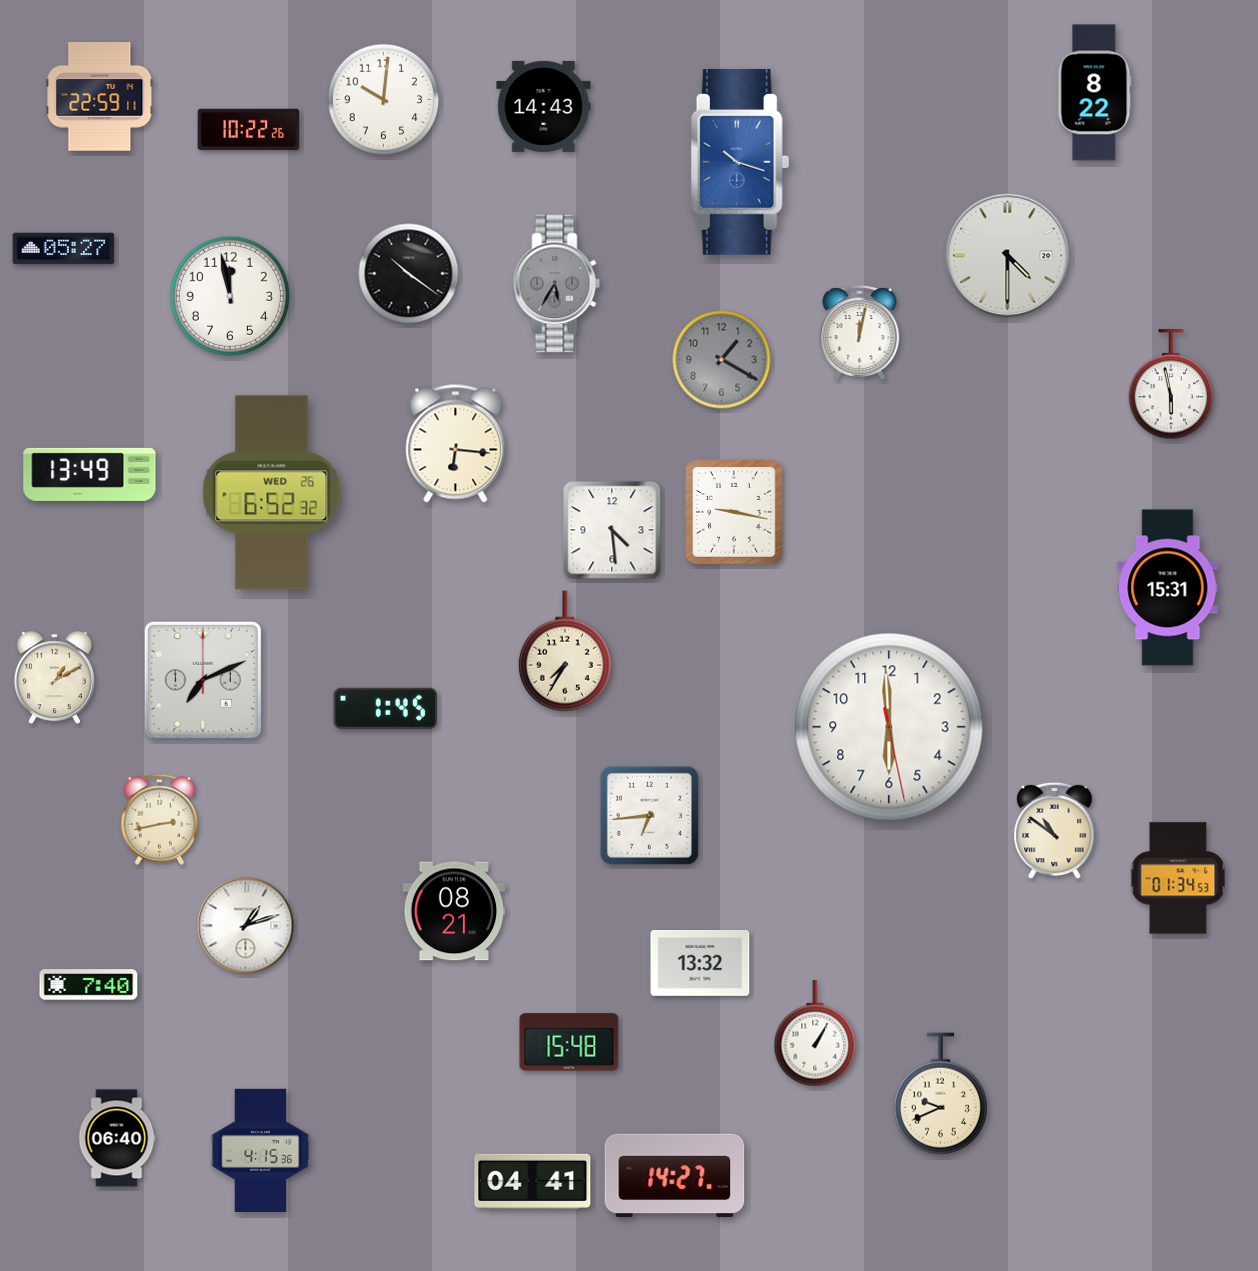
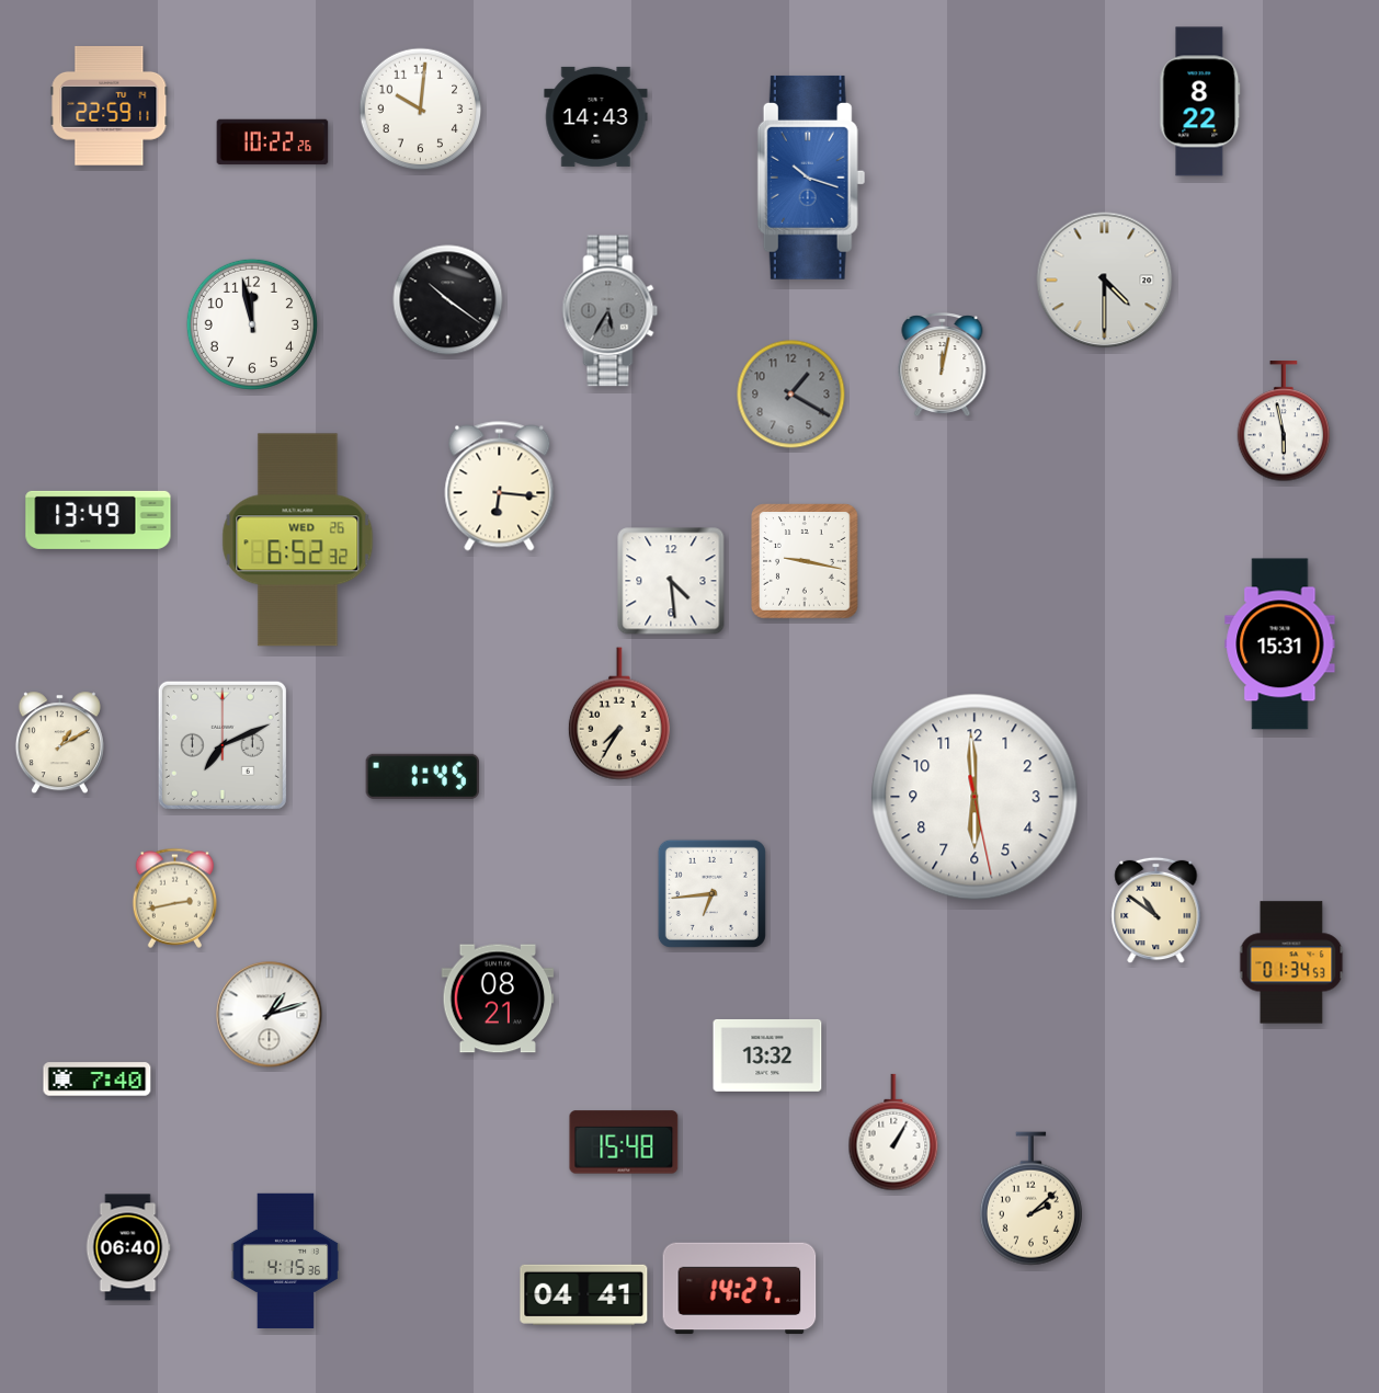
clock at (64, 249): 05:27 -> none
clock at (940, 1094): 9:41 -> 2:08
